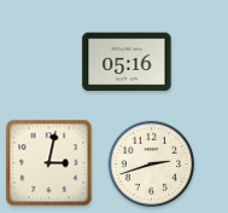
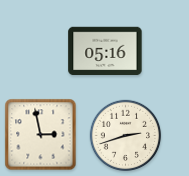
clock at (49, 163): 3:02 -> 2:58
